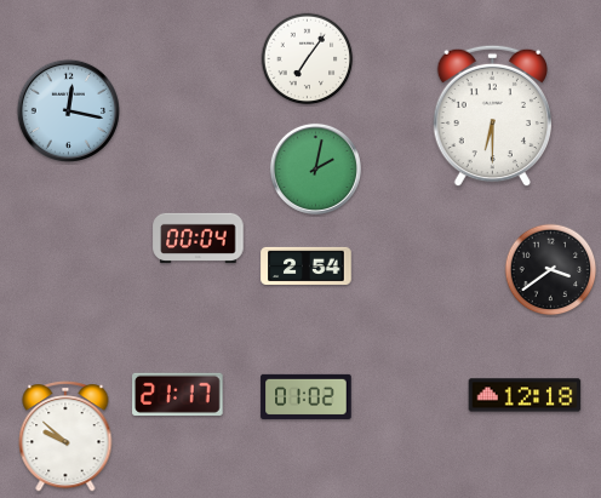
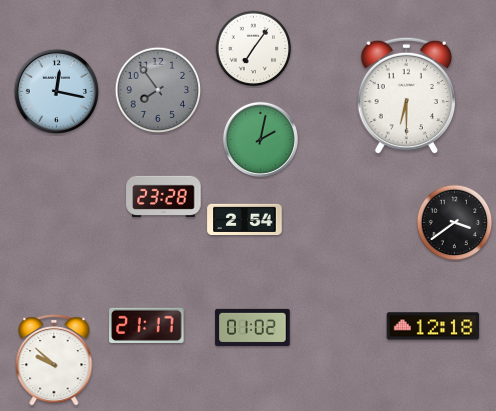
clock at (158, 90): none -> 7:54
clock at (199, 237): 00:04 -> 23:28
clock at (307, 265) position: (307, 265) -> (245, 219)
